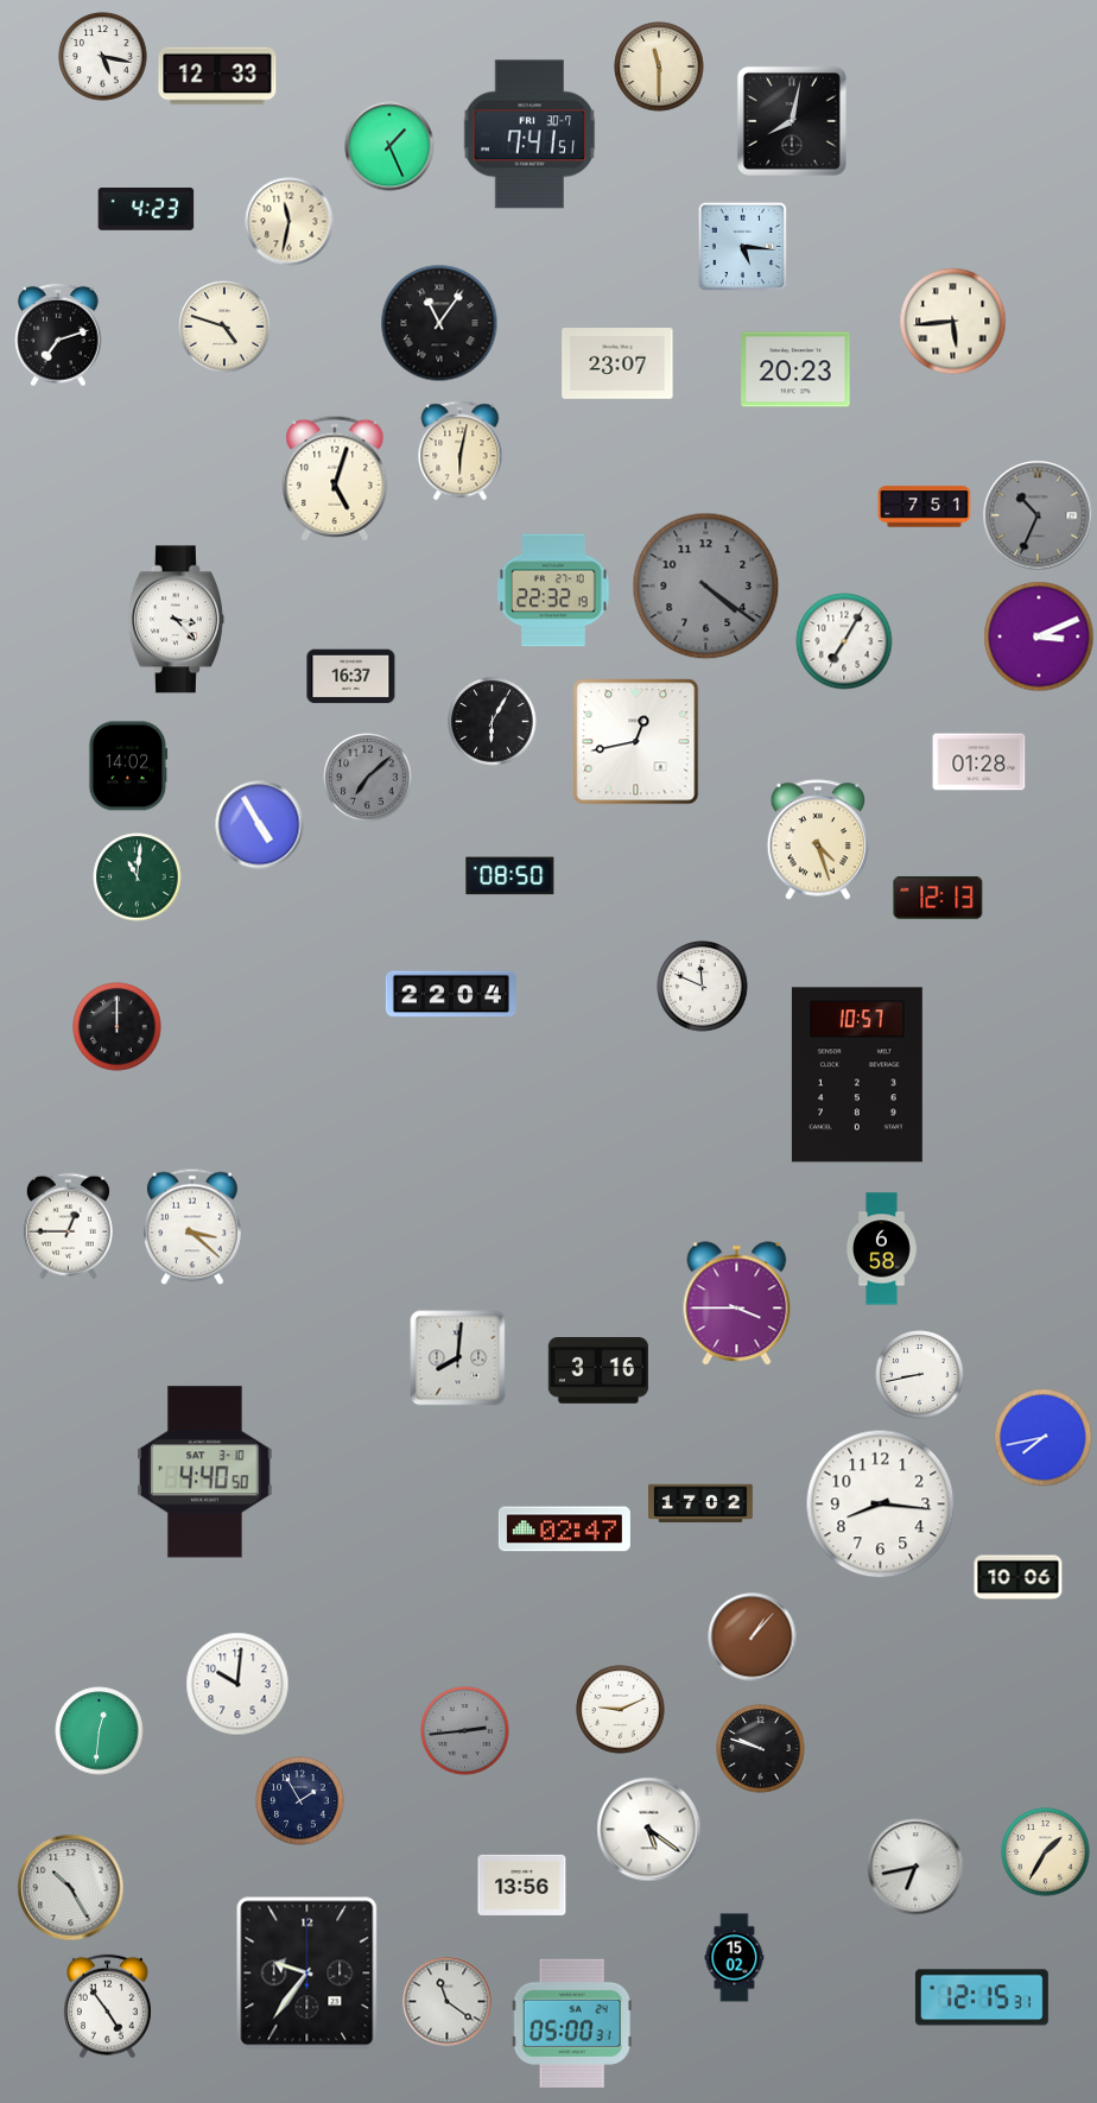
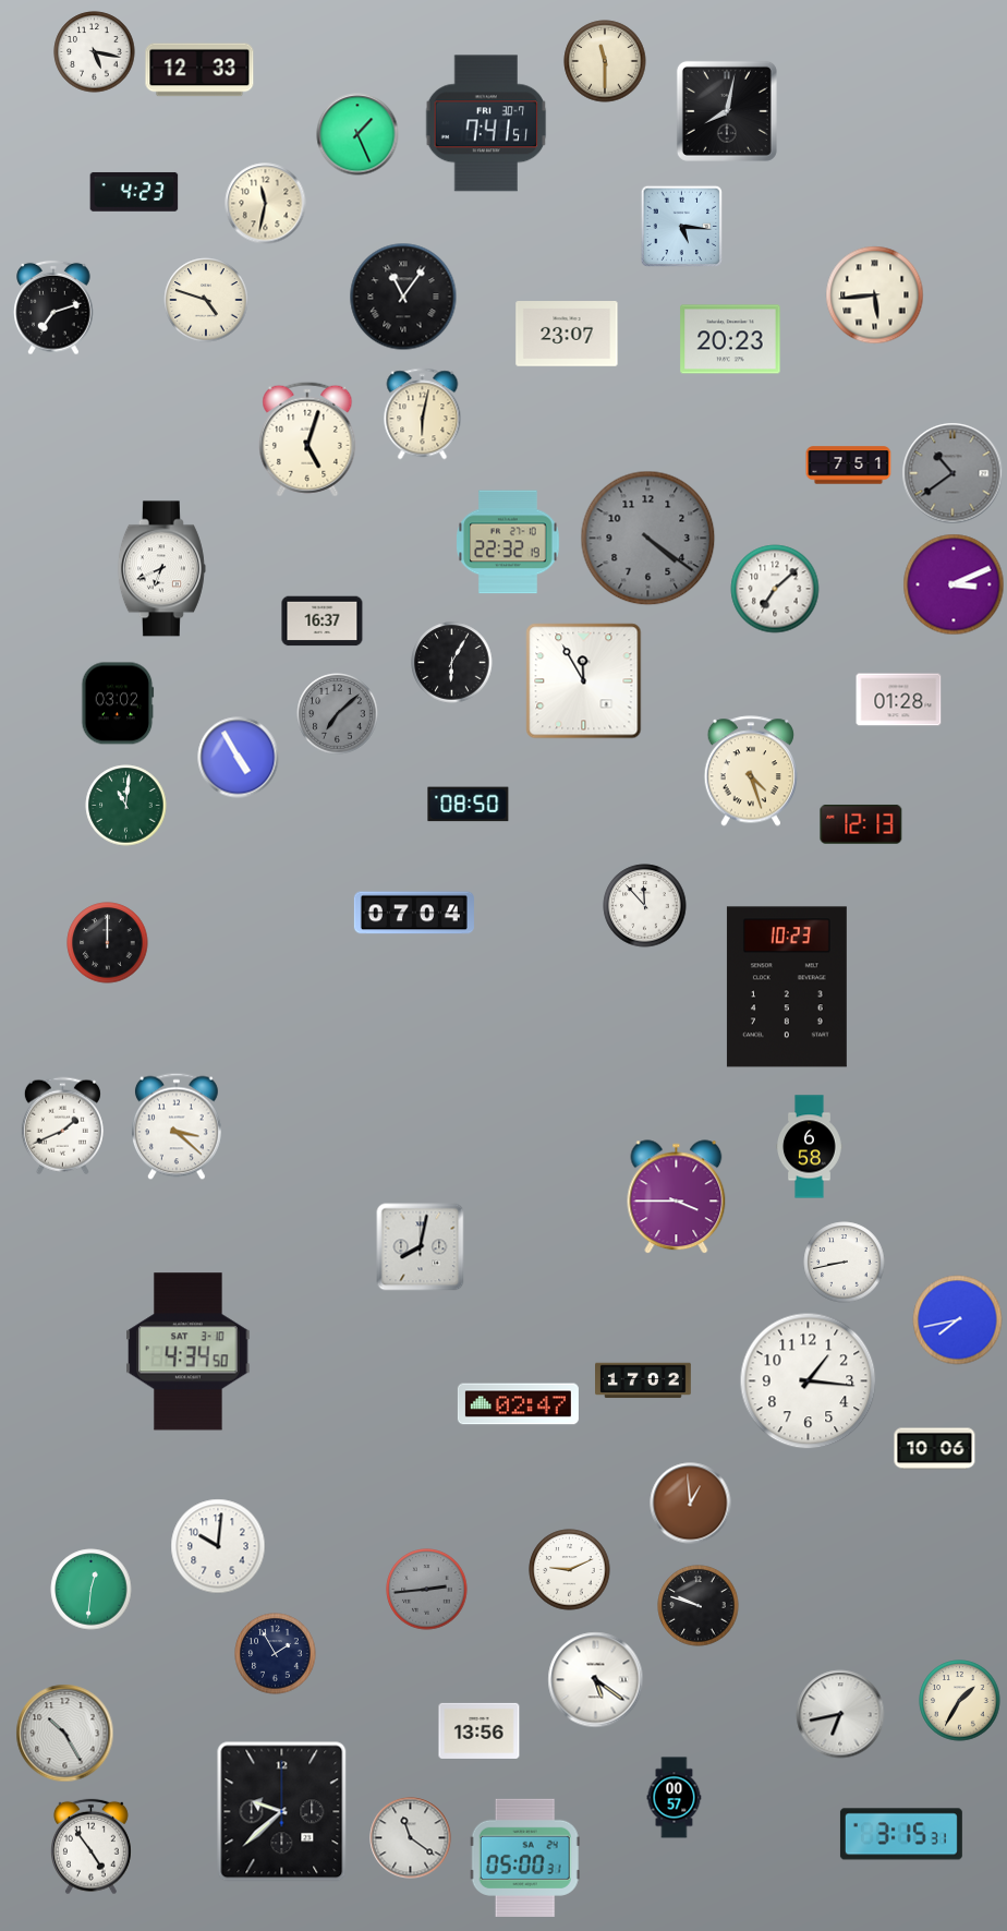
clock at (1038, 515): 10:34 -> 10:39
clock at (176, 620): 3:23 -> 6:41
clock at (844, 641): 7:05 -> 7:08
clock at (636, 742): 12:43 -> 11:55
clock at (128, 766): 14:02 -> 03:02
clock at (703, 987): 11:49 -> 11:53
clock at (451, 994): 22:04 -> 07:04
clock at (857, 1075): 10:57 -> 10:23
clock at (68, 1227): 12:45 -> 1:41
clock at (458, 1358): 8:01 -> 8:02
clock at (598, 1370): 3:16 -> none
clock at (205, 1472): 4:40 -> 4:34
clock at (881, 1505): 8:16 -> 1:16
clock at (753, 1638): 1:07 -> 12:59
clock at (735, 1958): 15:02 -> 00:57
clock at (307, 1974): 9:36 -> 9:38
clock at (982, 1997): 12:15 -> 3:15
clock at (108, 2007) position: (108, 2007) -> (92, 1847)
